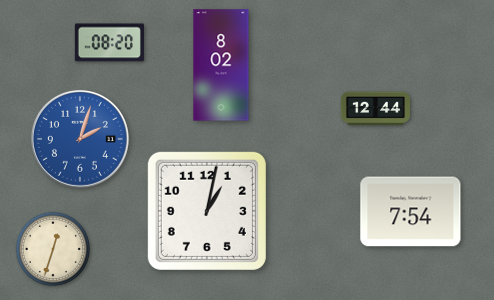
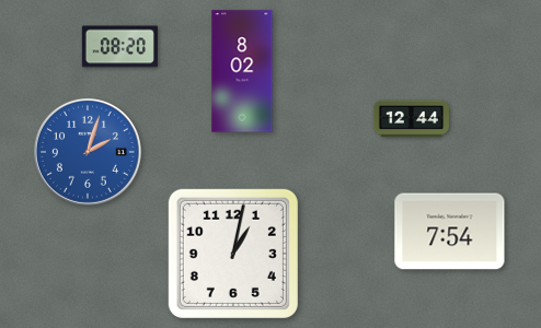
clock at (207, 211) position: (207, 211) -> (233, 254)
clock at (53, 249): 12:33 -> none
